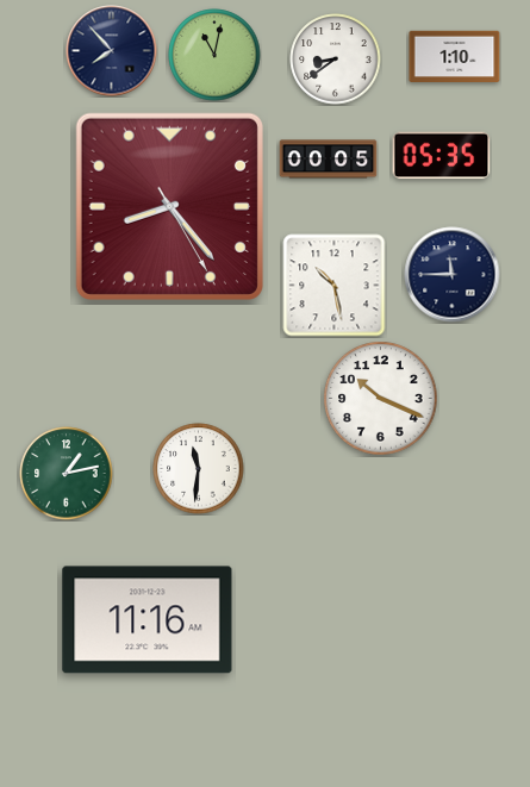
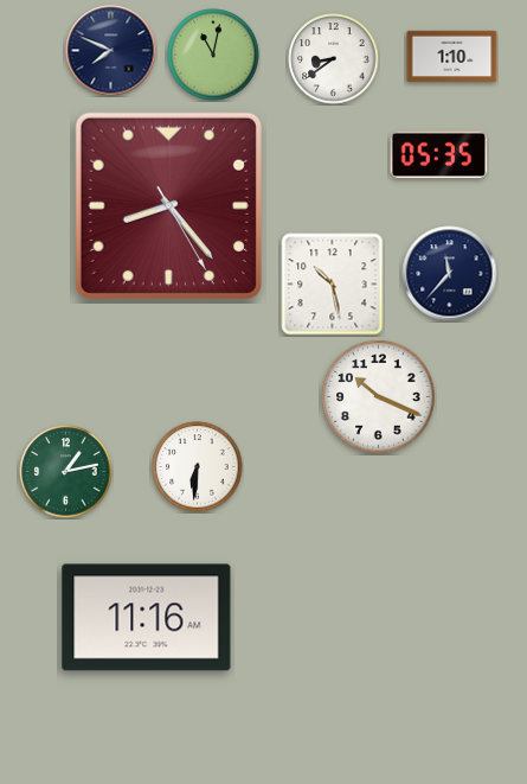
clock at (112, 51): 7:53 -> 7:49
clock at (329, 160): 00:05 -> none
clock at (453, 275): 11:45 -> 11:37
clock at (199, 469): 11:31 -> 6:31
